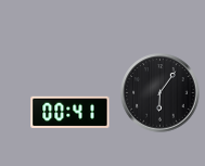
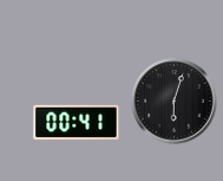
clock at (161, 93): 6:06 -> 6:03
